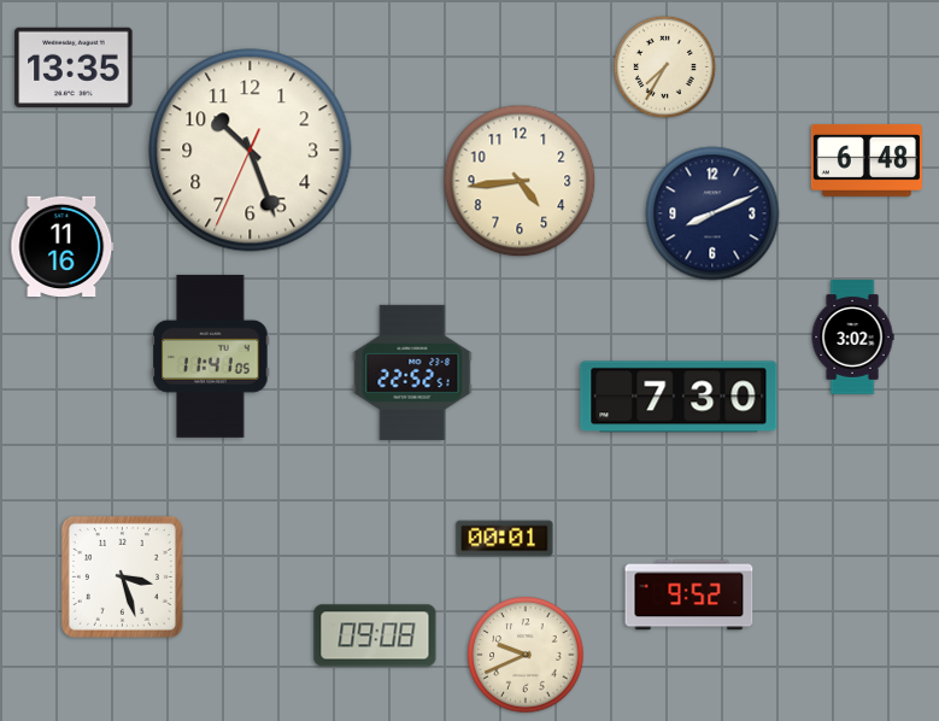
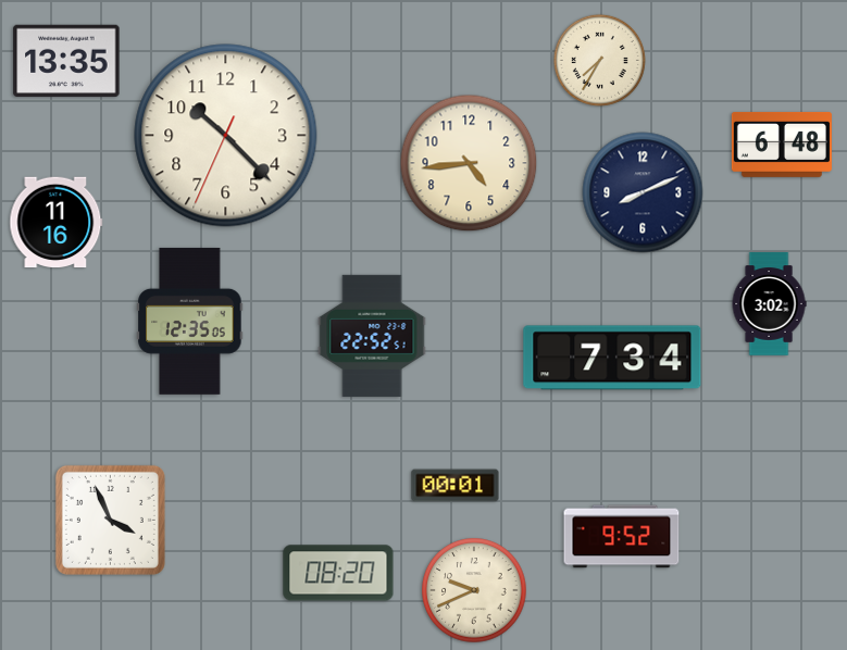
clock at (251, 151): 10:26 -> 10:22
clock at (211, 356): 11:41 -> 12:35
clock at (679, 397): 7:30 -> 7:34
clock at (122, 576): 3:27 -> 3:56
clock at (375, 635): 09:08 -> 08:20
